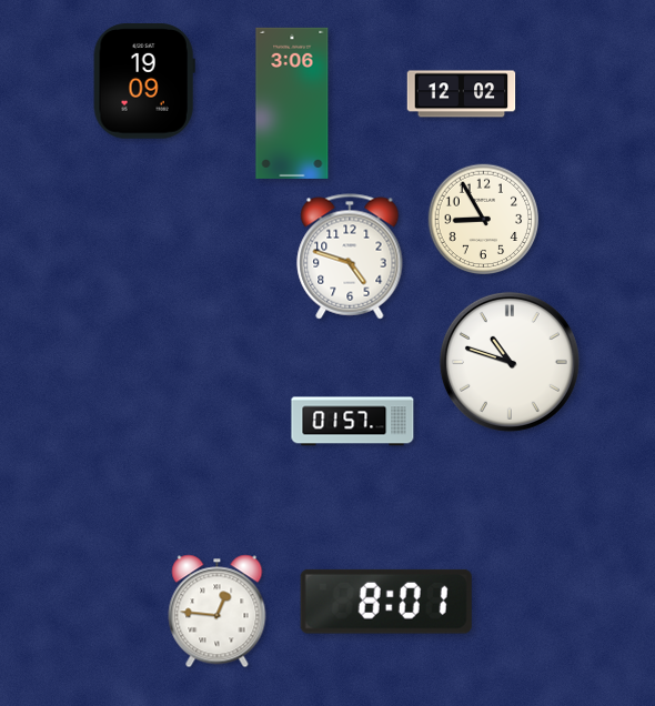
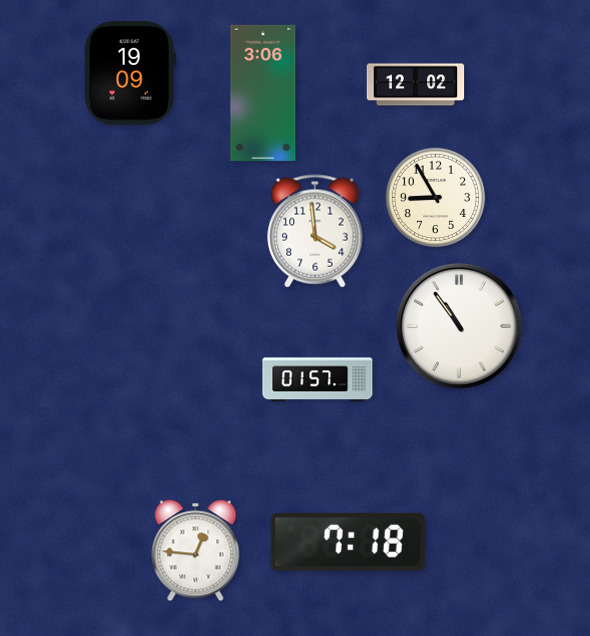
clock at (350, 256): 4:48 -> 3:59
clock at (510, 362): 10:48 -> 10:54
clock at (386, 602): 8:01 -> 7:18
